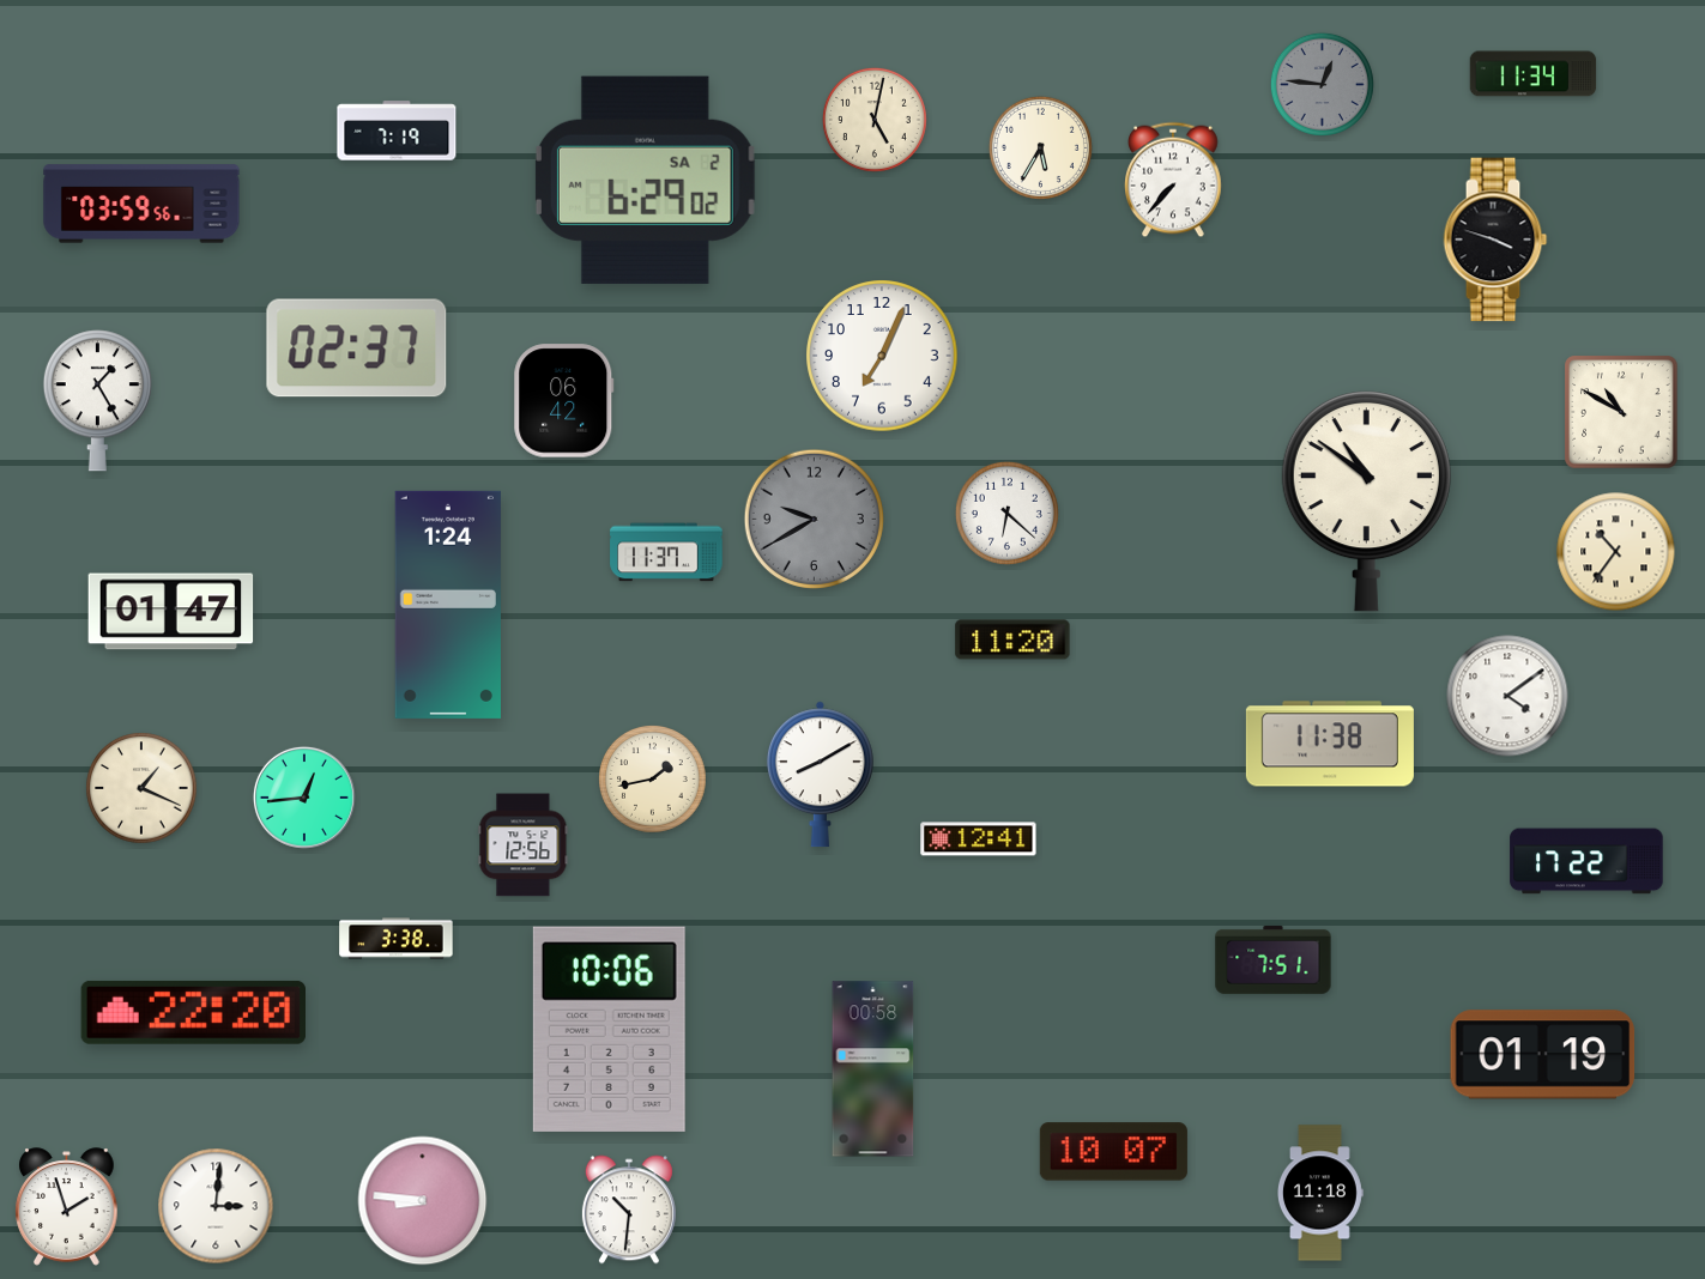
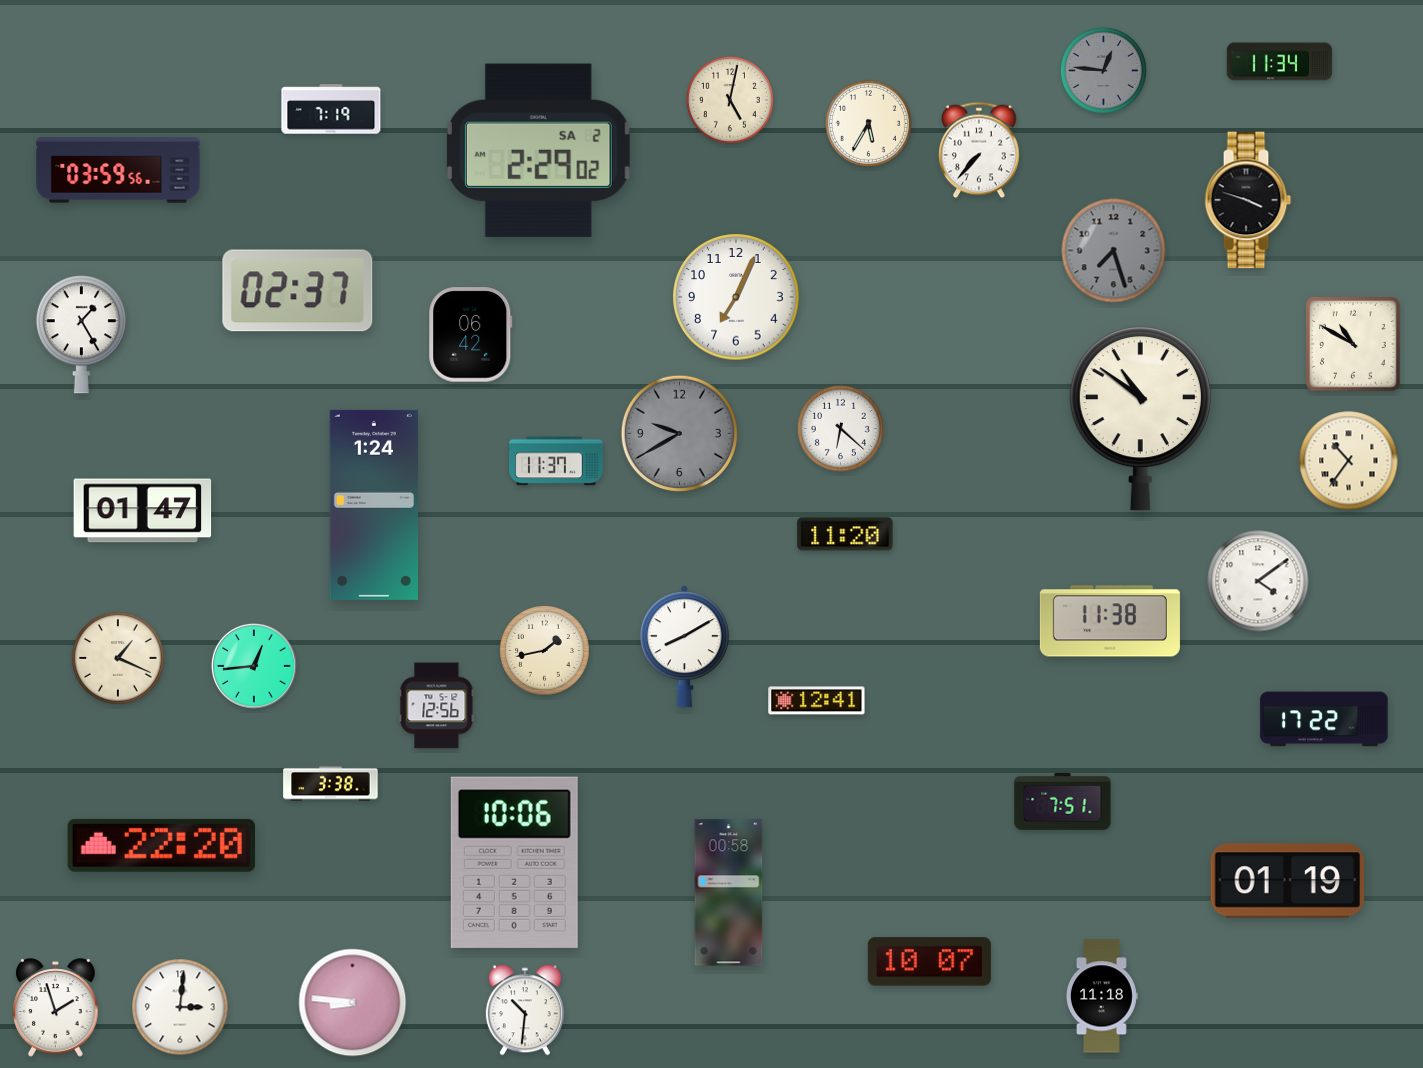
clock at (645, 180): 6:29 -> 2:29
clock at (1114, 251): none -> 7:27
clock at (609, 1029) position: (609, 1029) -> (514, 862)
